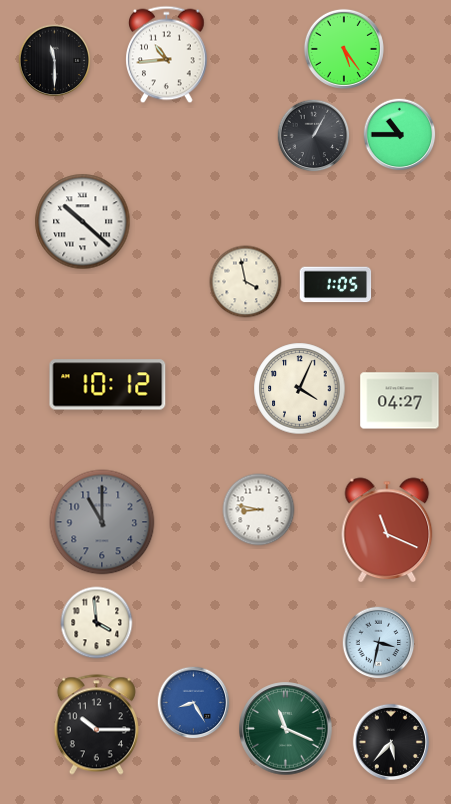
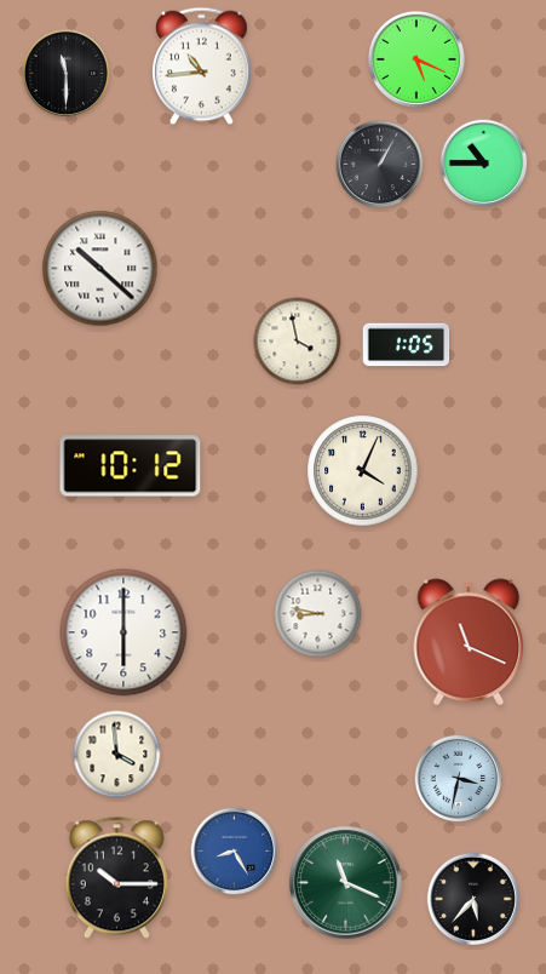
clock at (344, 49): 5:24 -> 5:19
clock at (400, 401): 04:27 -> none
clock at (259, 510) position: (259, 510) -> (318, 614)
clock at (102, 522): 11:00 -> 6:00
clock at (102, 522) dial: grey -> white
